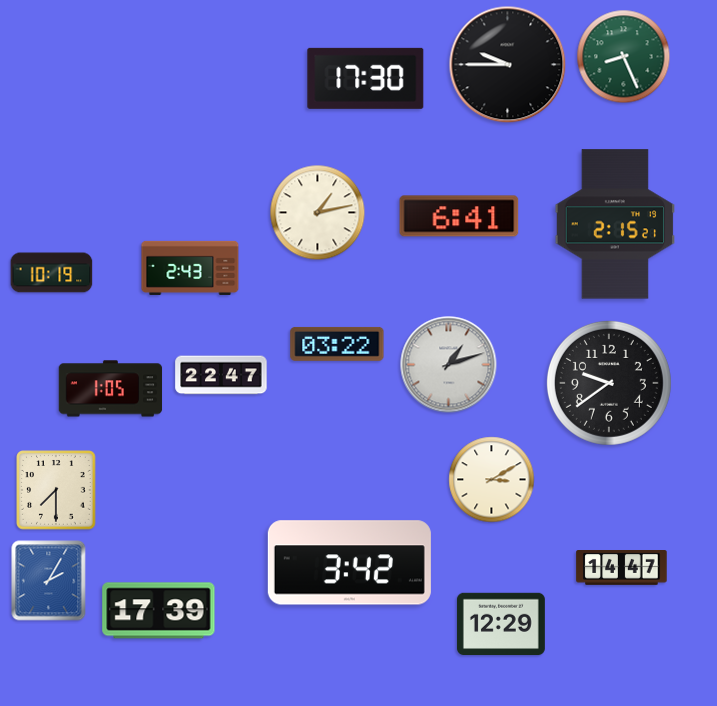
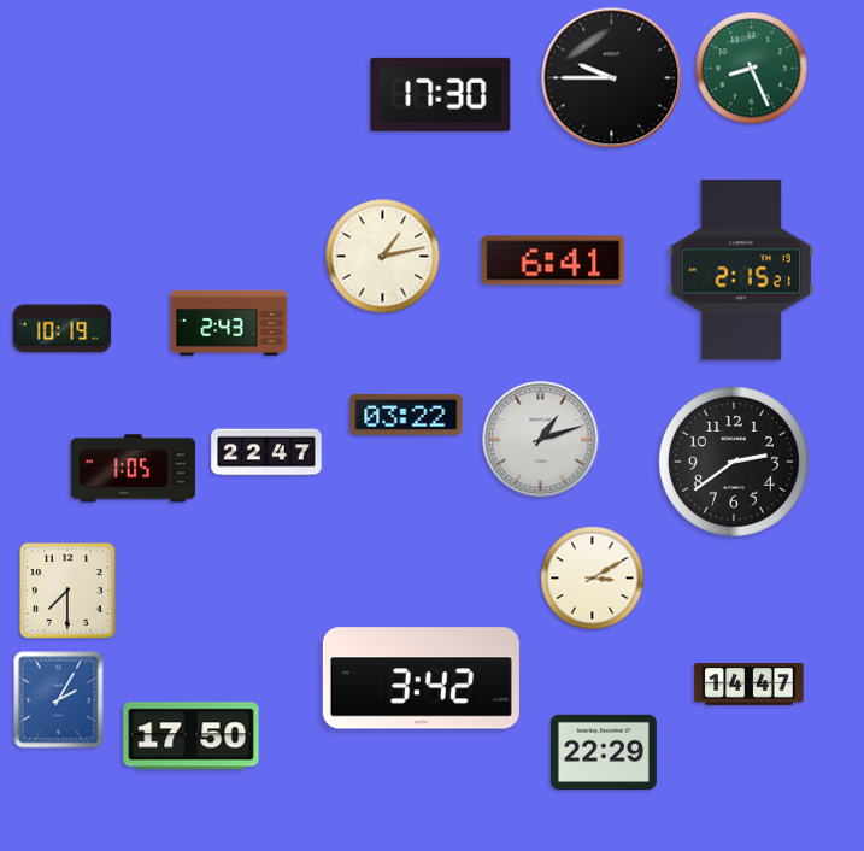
clock at (609, 383): 9:39 -> 2:39
clock at (159, 611): 17:39 -> 17:50
clock at (501, 624): 12:29 -> 22:29
